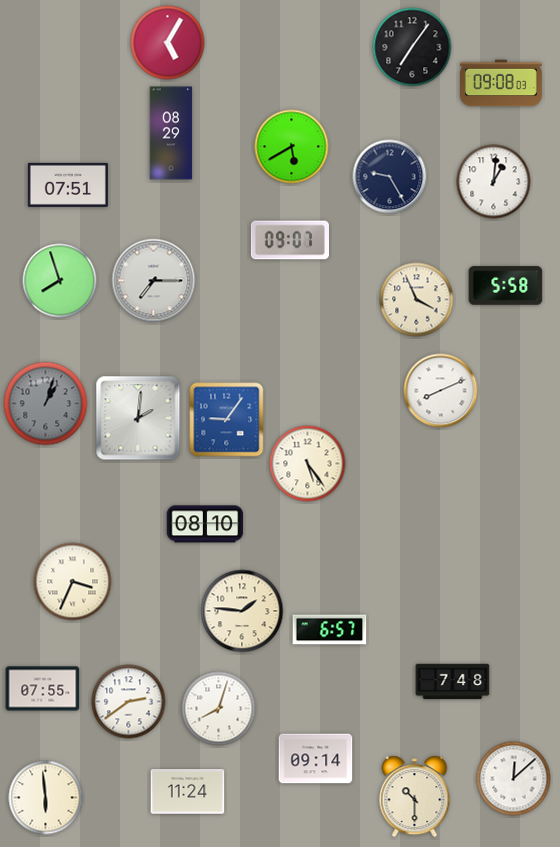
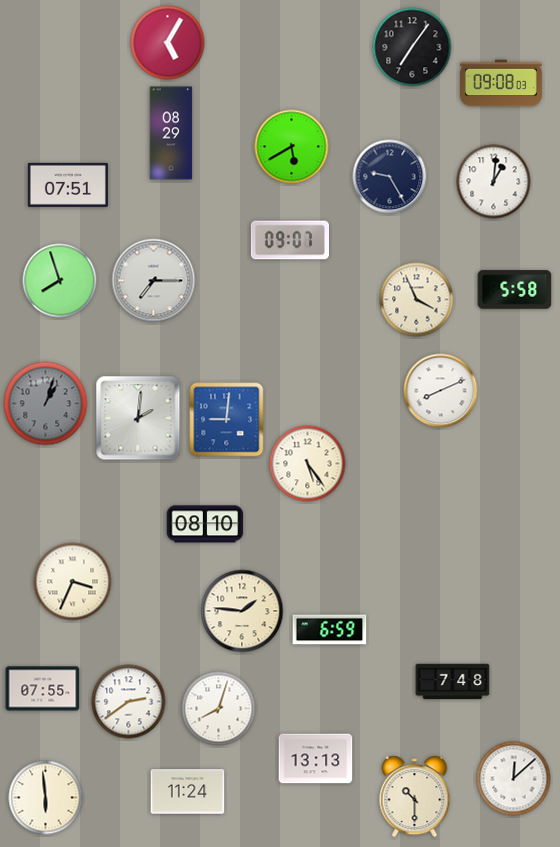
clock at (506, 286) position: (506, 286) -> (515, 290)
clock at (227, 420): 9:06 -> 9:01
clock at (330, 630): 6:57 -> 6:59
clock at (316, 759): 09:14 -> 13:13
